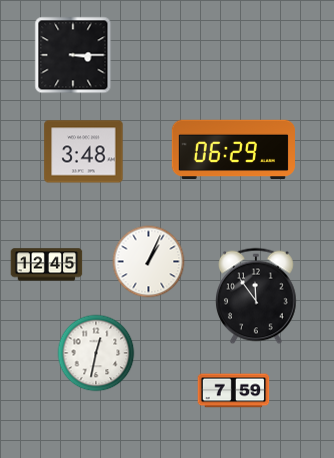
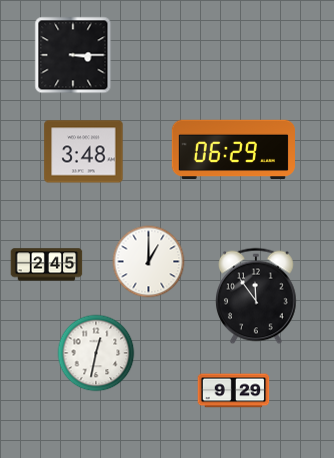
clock at (149, 262): 1:04 -> 1:00
clock at (47, 265): 12:45 -> 2:45
clock at (234, 391): 7:59 -> 9:29
